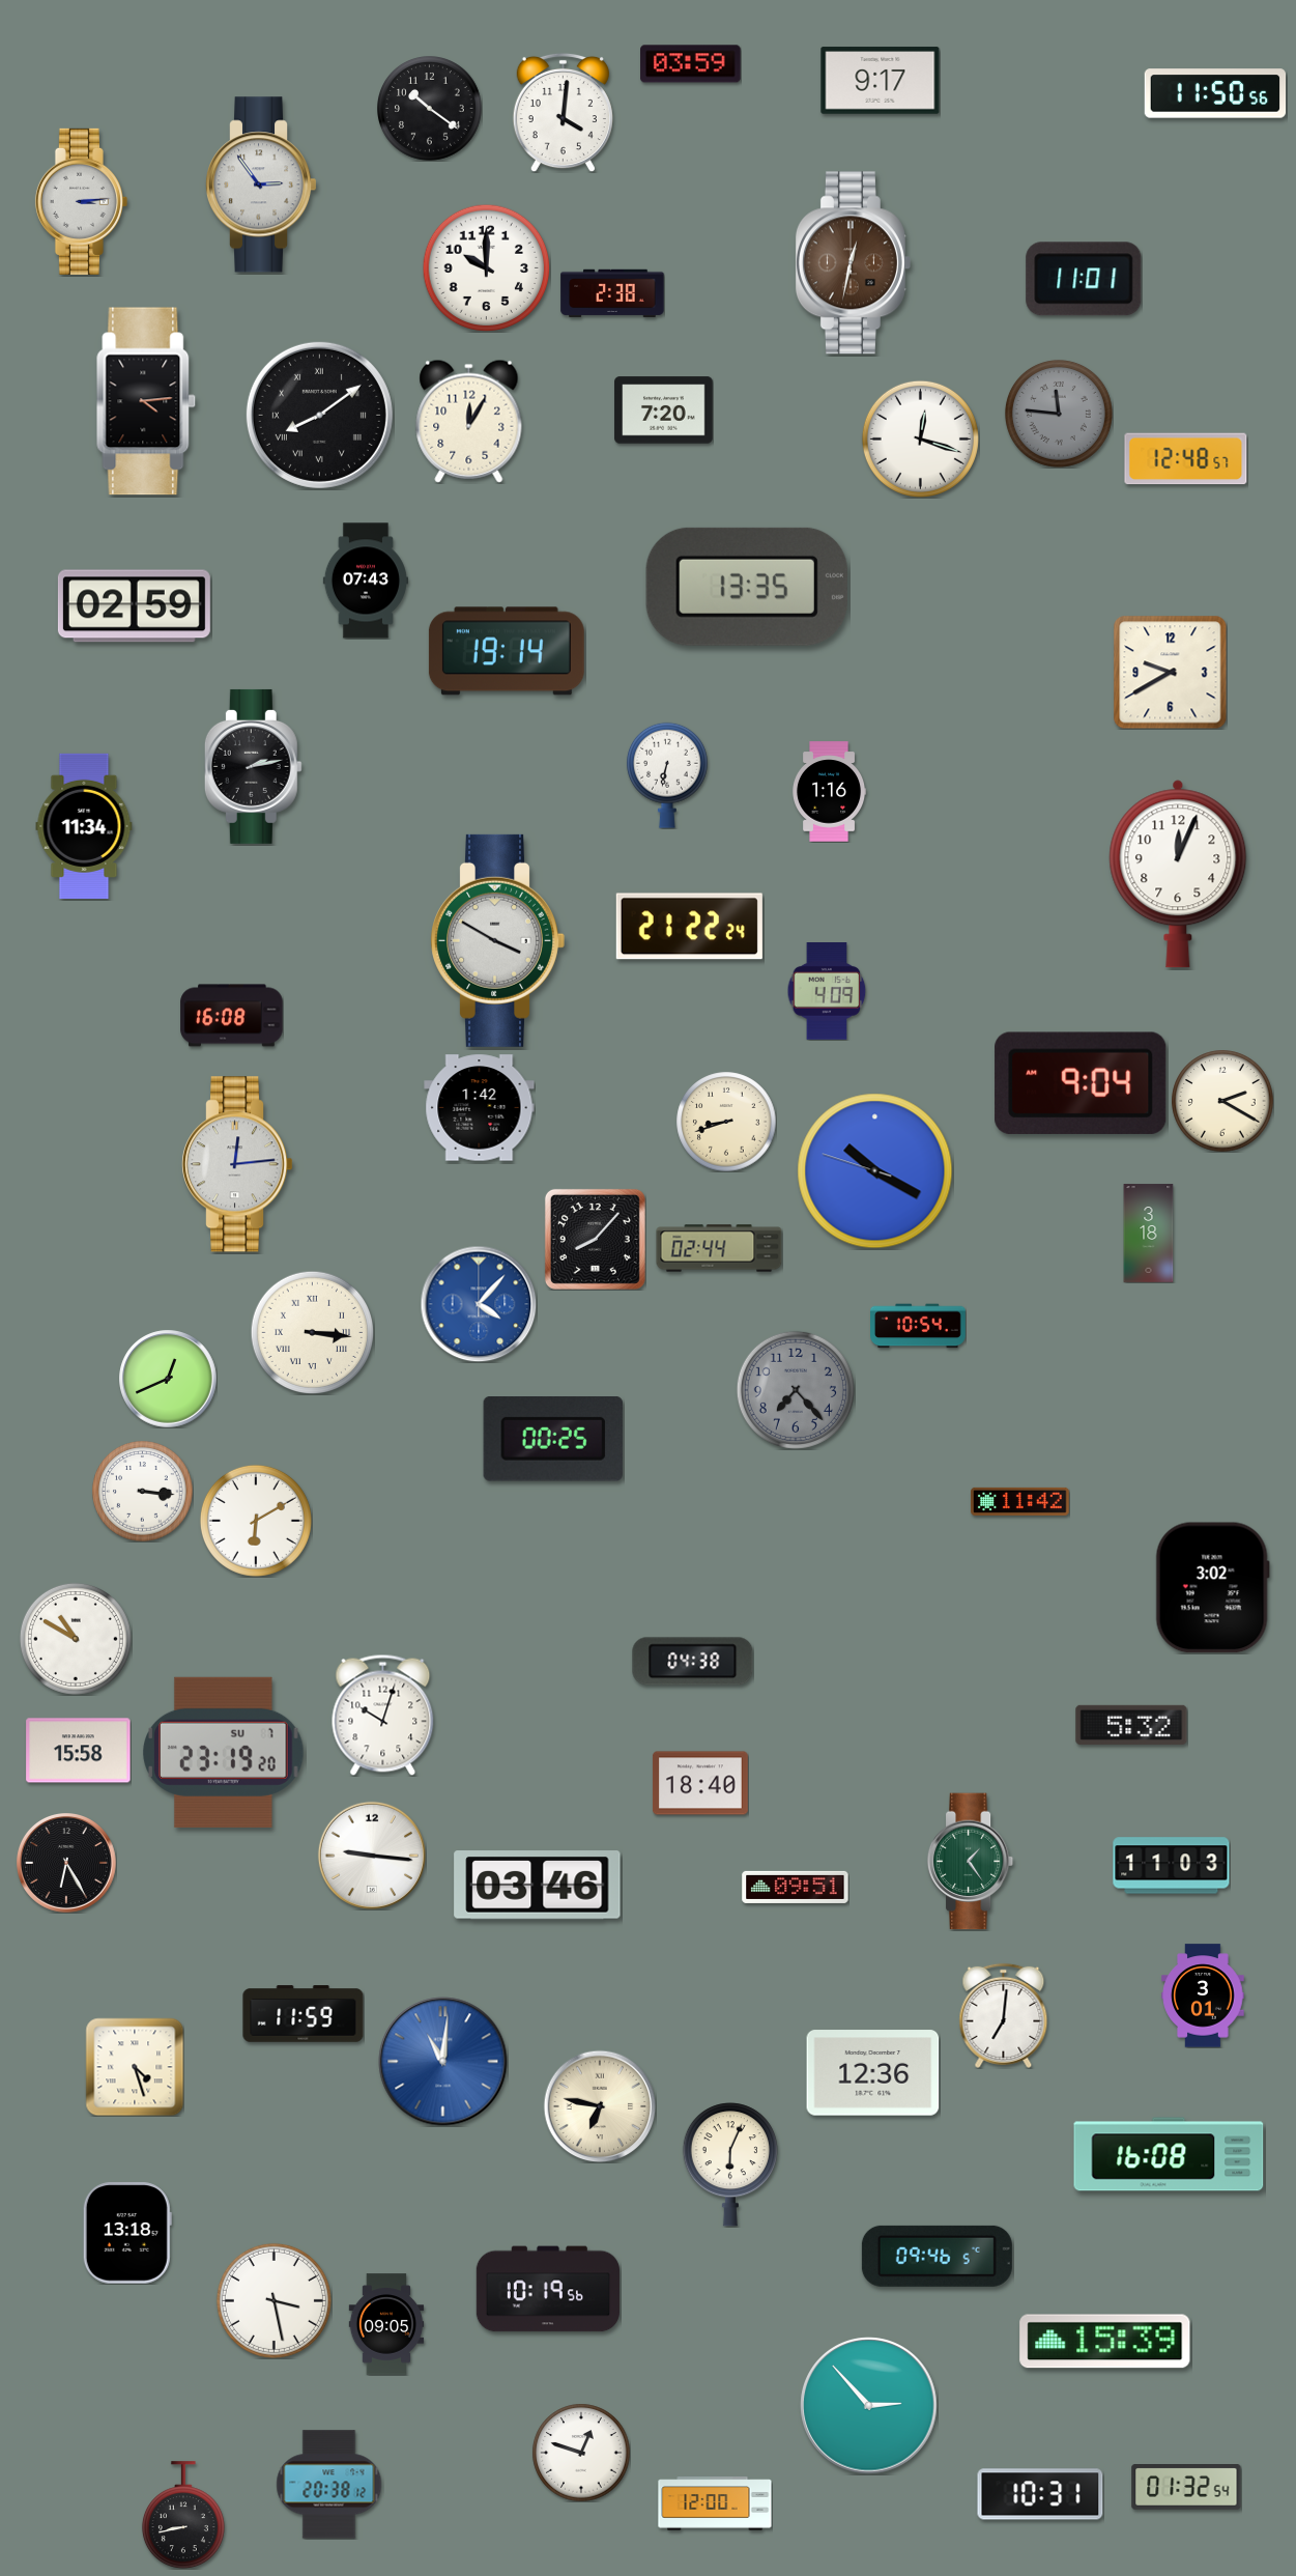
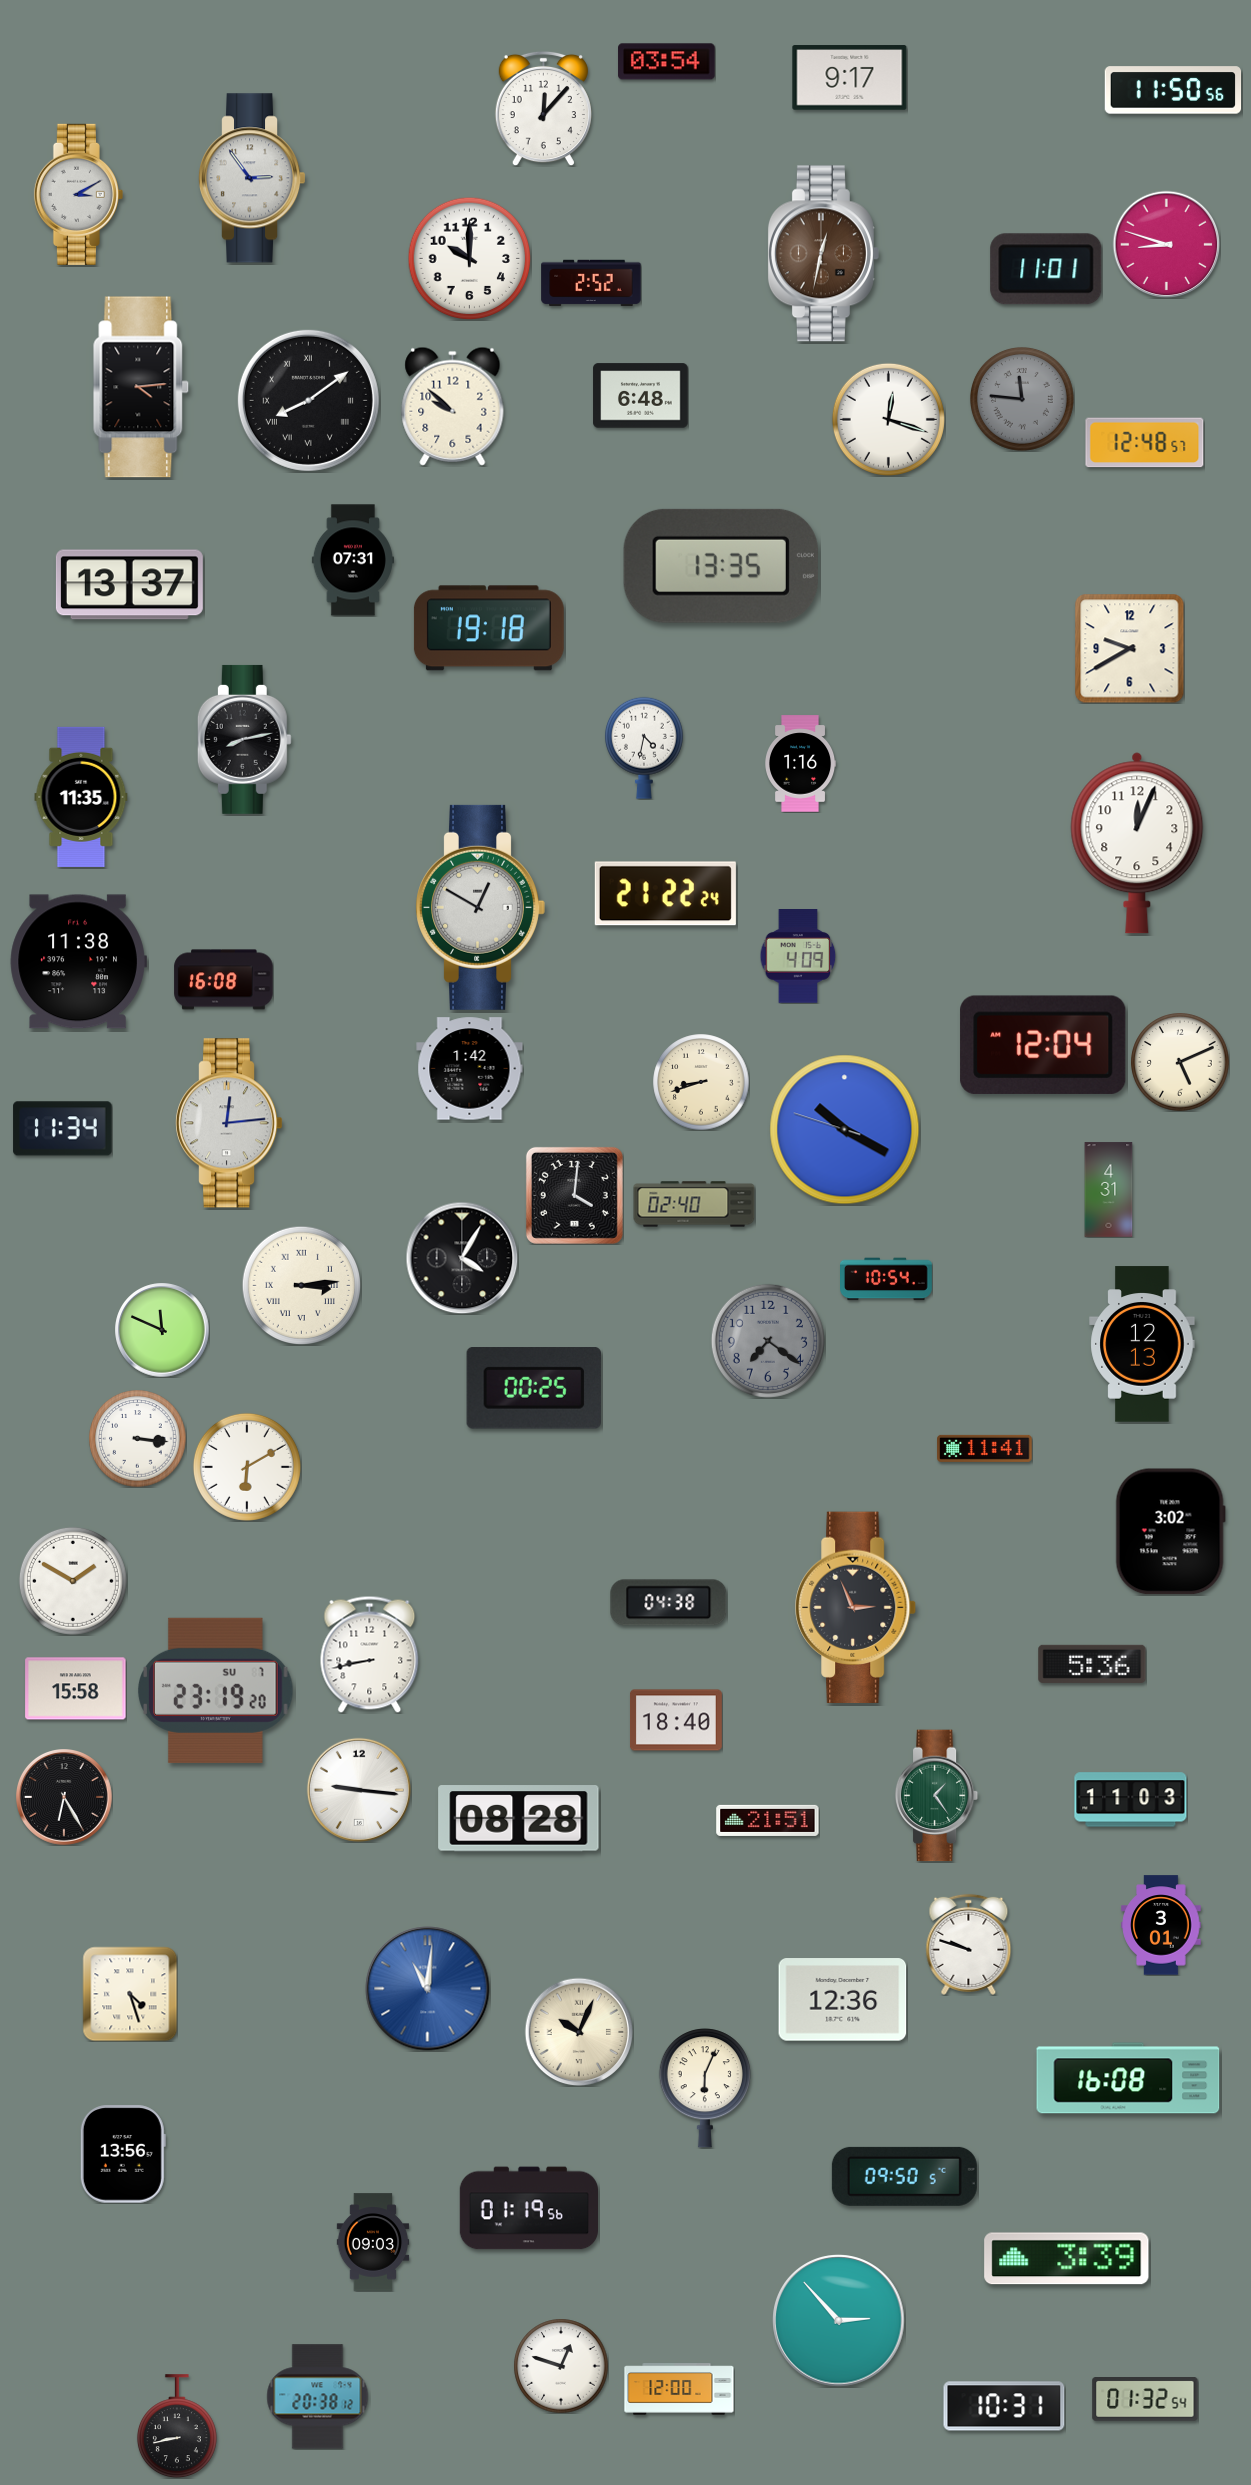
clock at (691, 64): 03:59 -> 03:54
clock at (430, 109): 10:21 -> none
clock at (563, 112): 4:01 -> 12:07
clock at (81, 201): 3:14 -> 3:10
clock at (1166, 244): none -> 8:48
clock at (612, 293): 2:38 -> 2:52
clock at (664, 411): 7:20 -> 6:48
clock at (469, 421): 12:05 -> 9:52
clock at (920, 438) position: (920, 438) -> (888, 419)
clock at (366, 581): 07:43 -> 07:31
clock at (134, 606): 02:59 -> 13:37
clock at (507, 651): 19:14 -> 19:18
clock at (253, 766): 2:13 -> 8:13
clock at (667, 775): 6:32 -> 4:32
clock at (84, 826): 11:34 -> 11:35
clock at (497, 940): 3:50 -> 12:50
clock at (78, 962): none -> 11:38
clock at (1081, 1083): 9:04 -> 12:04
clock at (1222, 1101): 2:20 -> 5:11
clock at (480, 1108) position: (480, 1108) -> (470, 1069)
clock at (63, 1129): none -> 11:34
clock at (1149, 1234): 3:18 -> 4:31
clock at (595, 1239): 8:07 -> 4:01
clock at (719, 1248): 02:44 -> 02:40
clock at (479, 1304): 4:07 -> 4:05
clock at (479, 1304) dial: blue -> black
clock at (312, 1332): 3:16 -> 3:14
clock at (168, 1379): 12:41 -> 11:49
clock at (796, 1390): 7:23 -> 7:21
clock at (1142, 1344): none -> 12:13
clock at (1020, 1501): 11:42 -> 11:41
clock at (76, 1639): 10:50 -> 1:50
clock at (856, 1607): none -> 2:56
clock at (383, 1715): 10:03 -> 8:43
clock at (1131, 1725): 5:32 -> 5:36
clock at (538, 1886): 03:46 -> 08:28
clock at (796, 1887): 09:51 -> 21:51
clock at (304, 2014): 11:59 -> none
clock at (1004, 2015): 7:01 -> 9:48
clock at (600, 2106): 6:47 -> 10:04
clock at (127, 2233): 13:18 -> 13:56
clock at (937, 2256): 09:46 -> 09:50
clock at (547, 2289): 10:19 -> 01:19
clock at (273, 2300): 3:28 -> none
clock at (386, 2324): 09:05 -> 09:03
clock at (1105, 2342): 15:39 -> 3:39
clock at (715, 2503) position: (715, 2503) -> (679, 2389)
